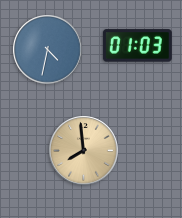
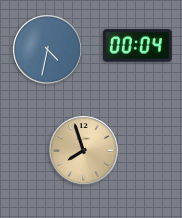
clock at (137, 46): 01:03 -> 00:04
clock at (84, 151): 7:59 -> 7:57
